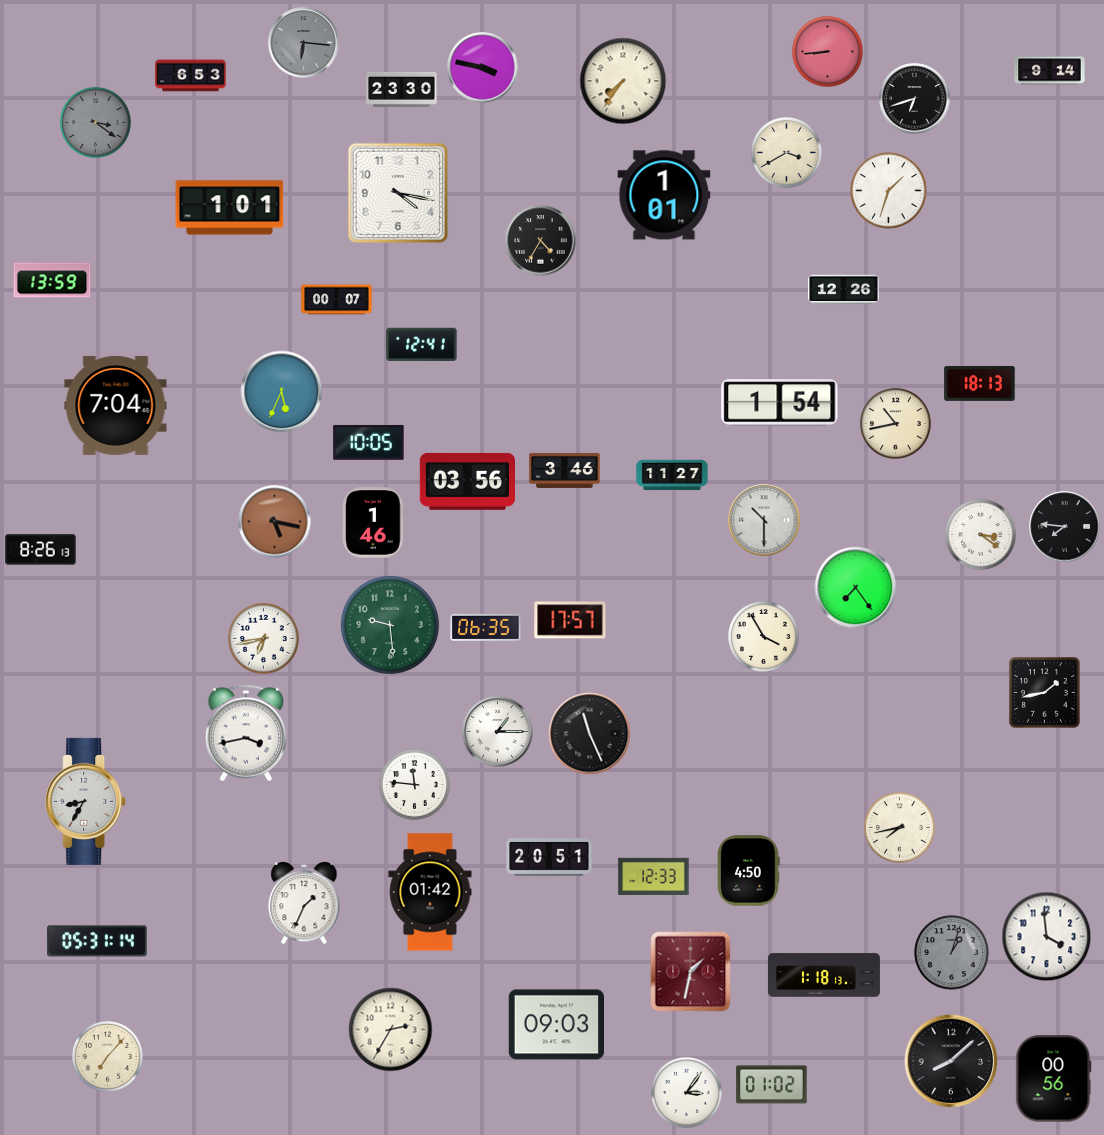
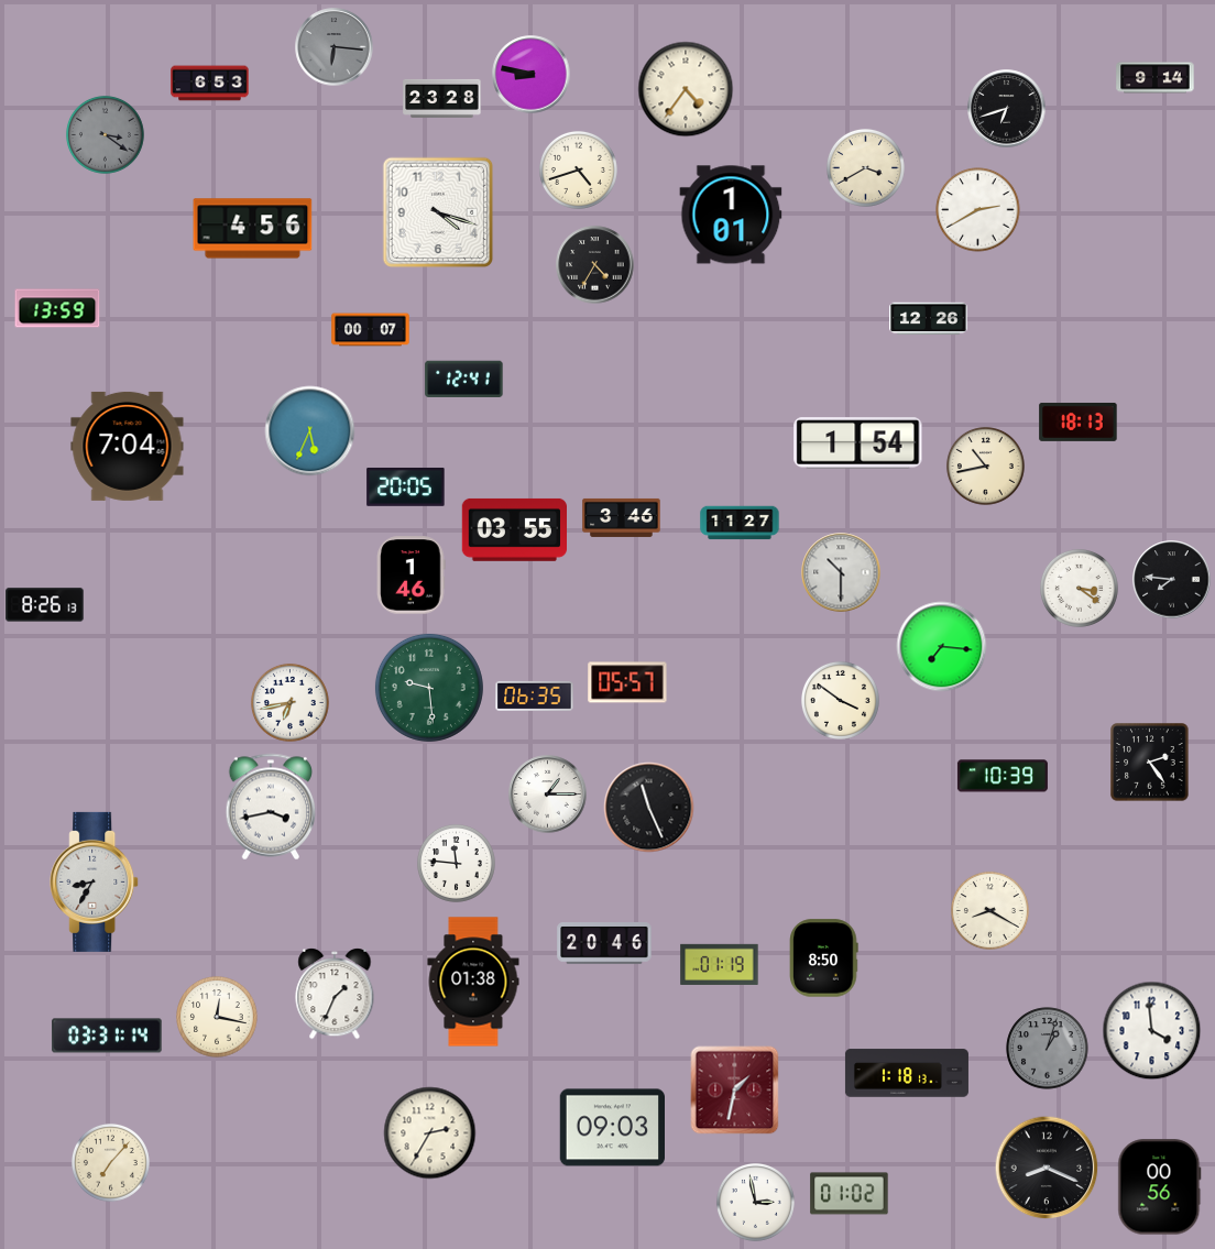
clock at (827, 51): 8:44 -> none
clock at (483, 68): 3:47 -> 8:47
clock at (623, 81): 7:36 -> 4:36
clock at (402, 89): 23:30 -> 23:28
clock at (578, 169): none -> 4:42
clock at (889, 191): 1:33 -> 2:40
clock at (398, 193): 4:17 -> 4:18
clock at (230, 208): 1:01 -> 4:56
clock at (369, 442): 10:05 -> 20:05
clock at (467, 481): 03:56 -> 03:55
clock at (275, 522): 5:17 -> none
clock at (856, 588): 7:24 -> 7:16
clock at (570, 620): 17:57 -> 05:57
clock at (486, 627) position: (486, 627) -> (535, 695)
clock at (763, 636): 3:55 -> 3:51
clock at (1045, 693): 1:43 -> 2:24
clock at (1003, 776): none -> 10:39
clock at (498, 732) position: (498, 732) -> (548, 795)
clock at (899, 827): 7:43 -> 8:20
clock at (549, 857): 20:51 -> 20:46
clock at (749, 871): 4:50 -> 8:50
clock at (654, 876): 12:33 -> 01:19
clock at (430, 892): 01:42 -> 01:38
clock at (217, 1017): none -> 12:17
clock at (97, 941): 05:31 -> 03:31
clock at (691, 972) position: (691, 972) -> (735, 1091)
clock at (107, 1056) position: (107, 1056) -> (110, 1162)
clock at (951, 1061): 8:08 -> 8:19
clock at (686, 1092): 3:06 -> 2:58
